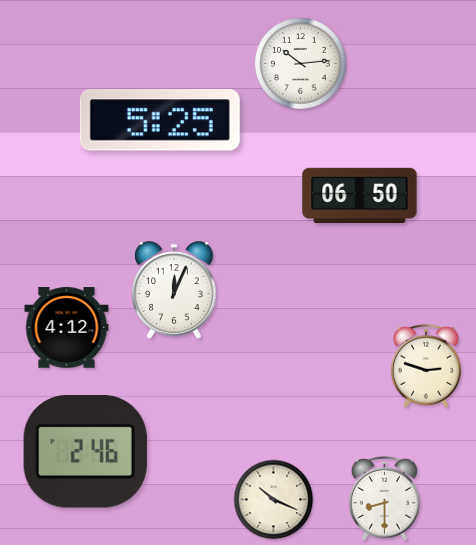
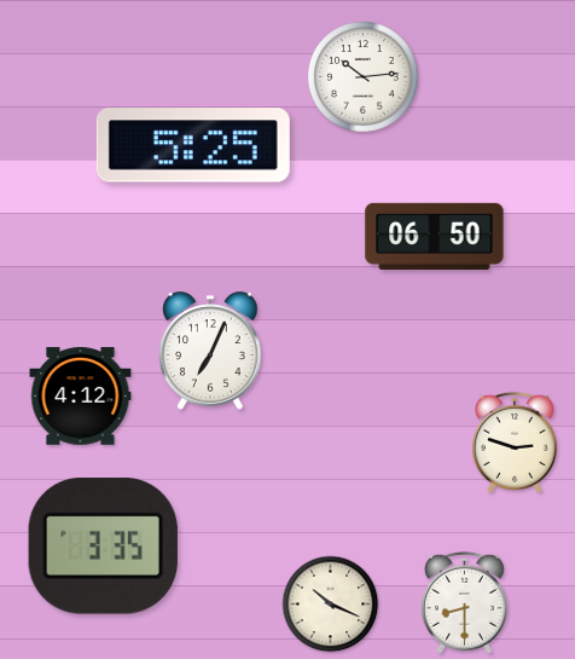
clock at (174, 290): 12:04 -> 7:04
clock at (85, 452): 2:46 -> 3:35
